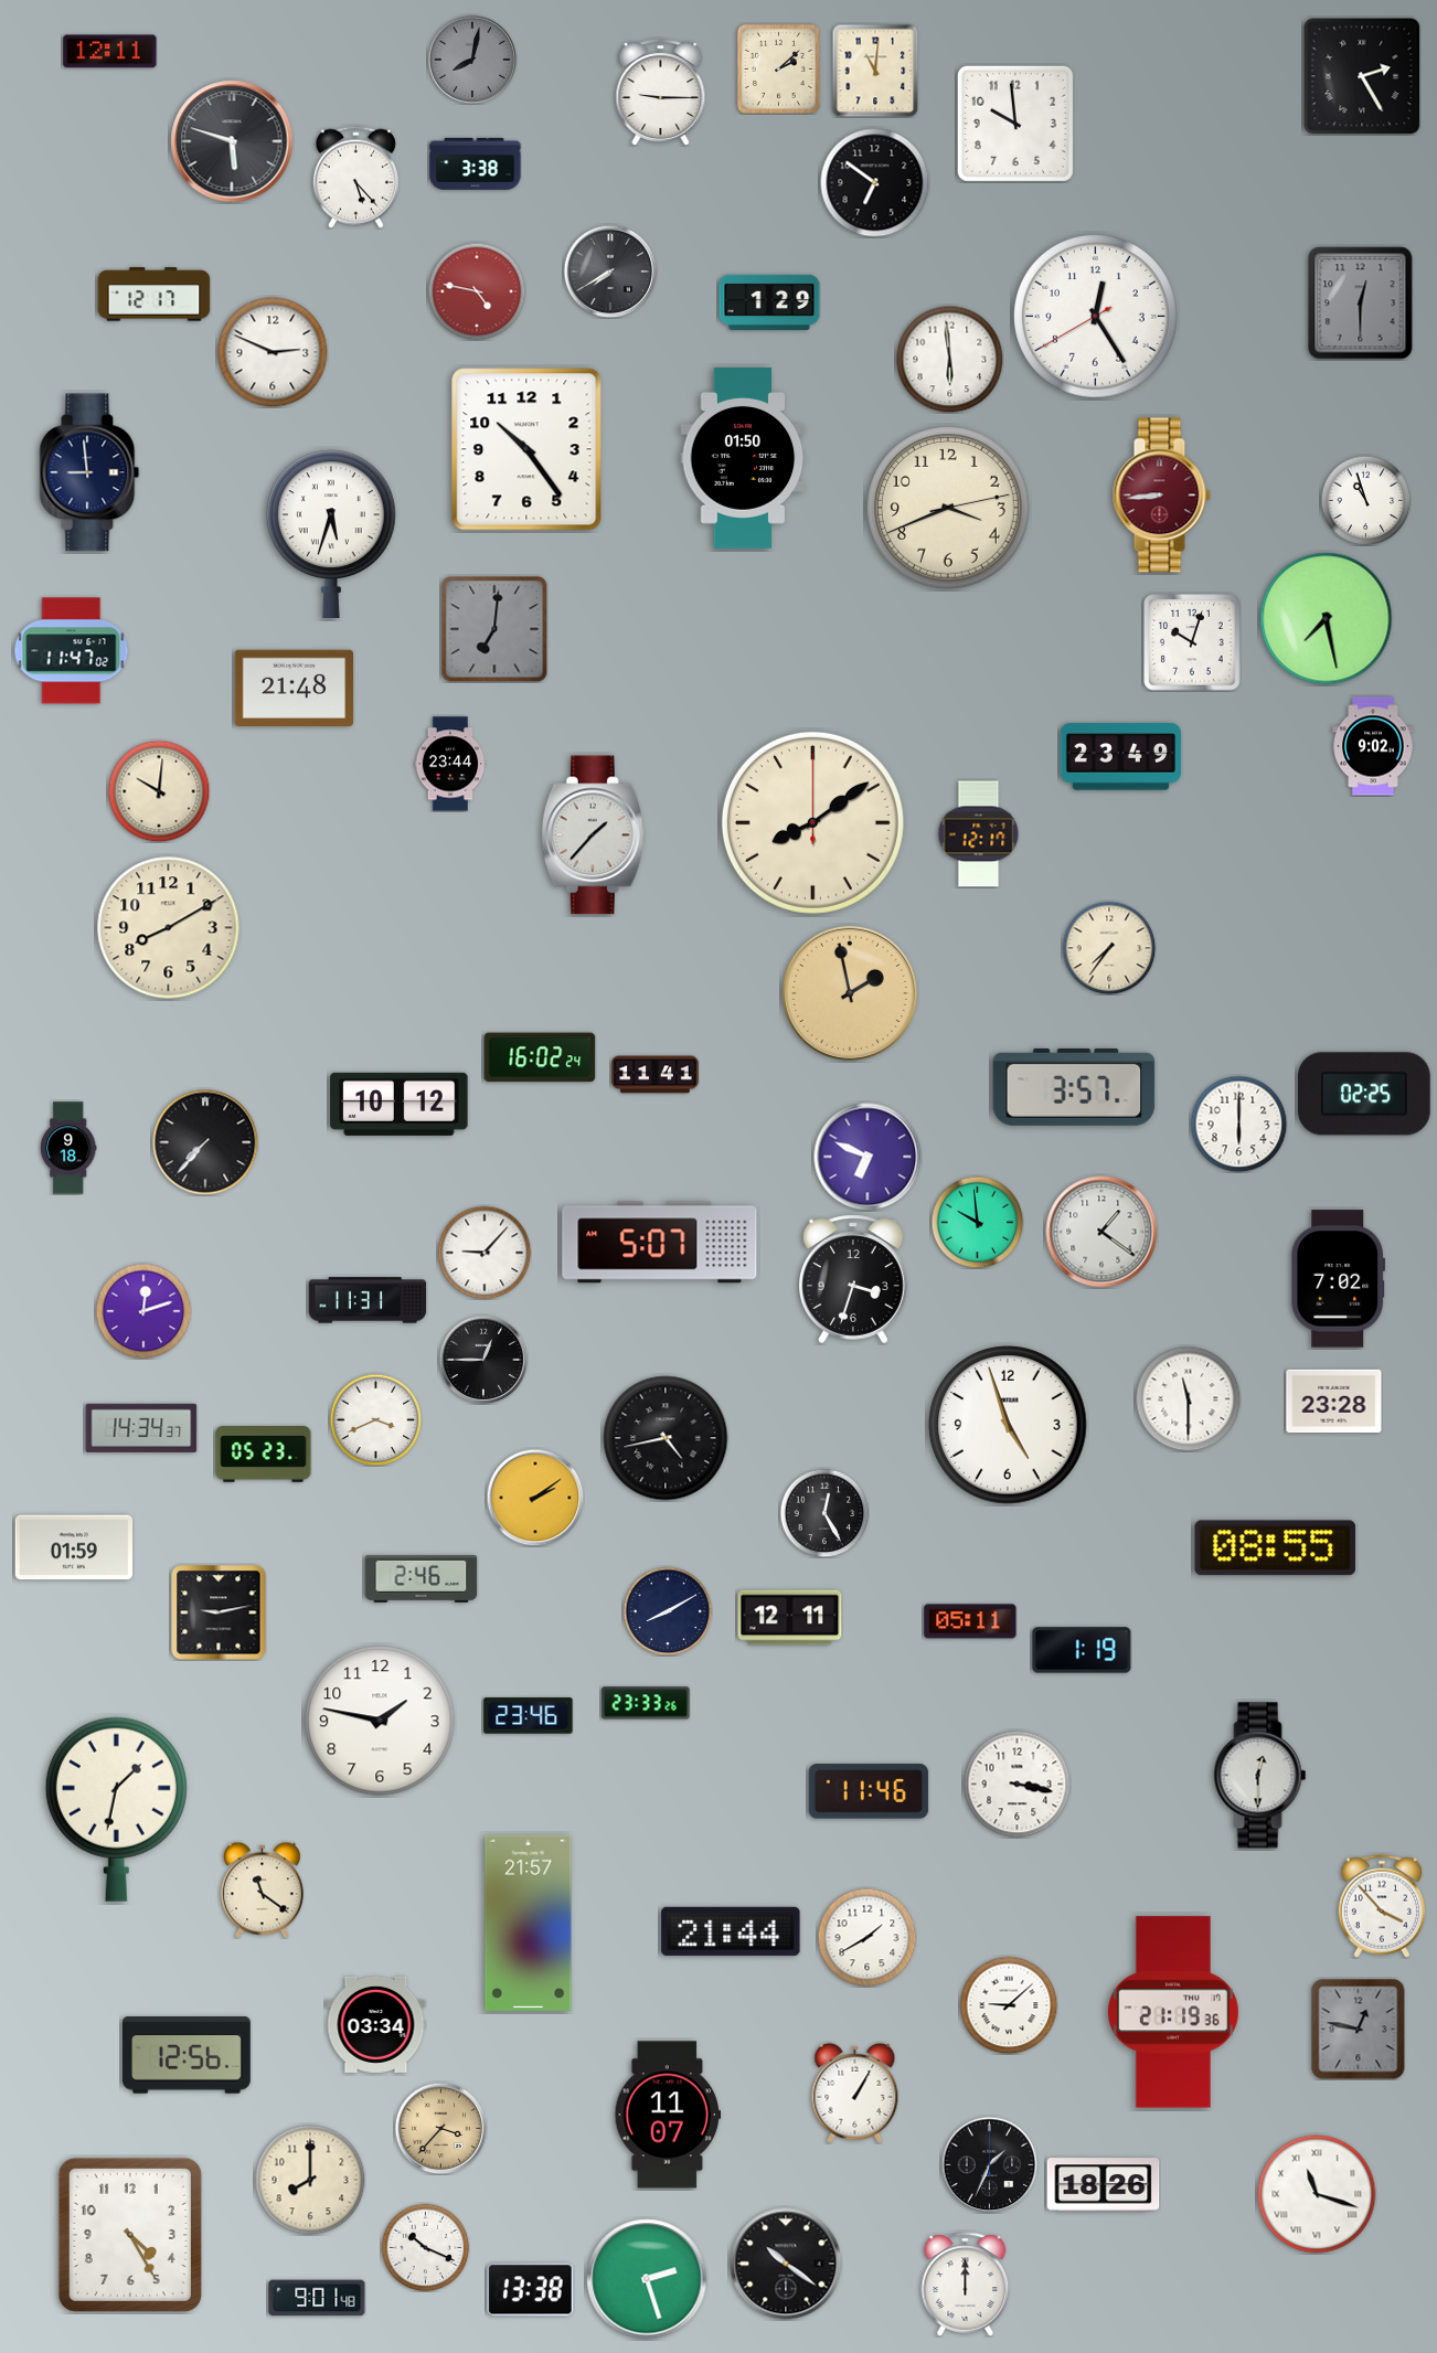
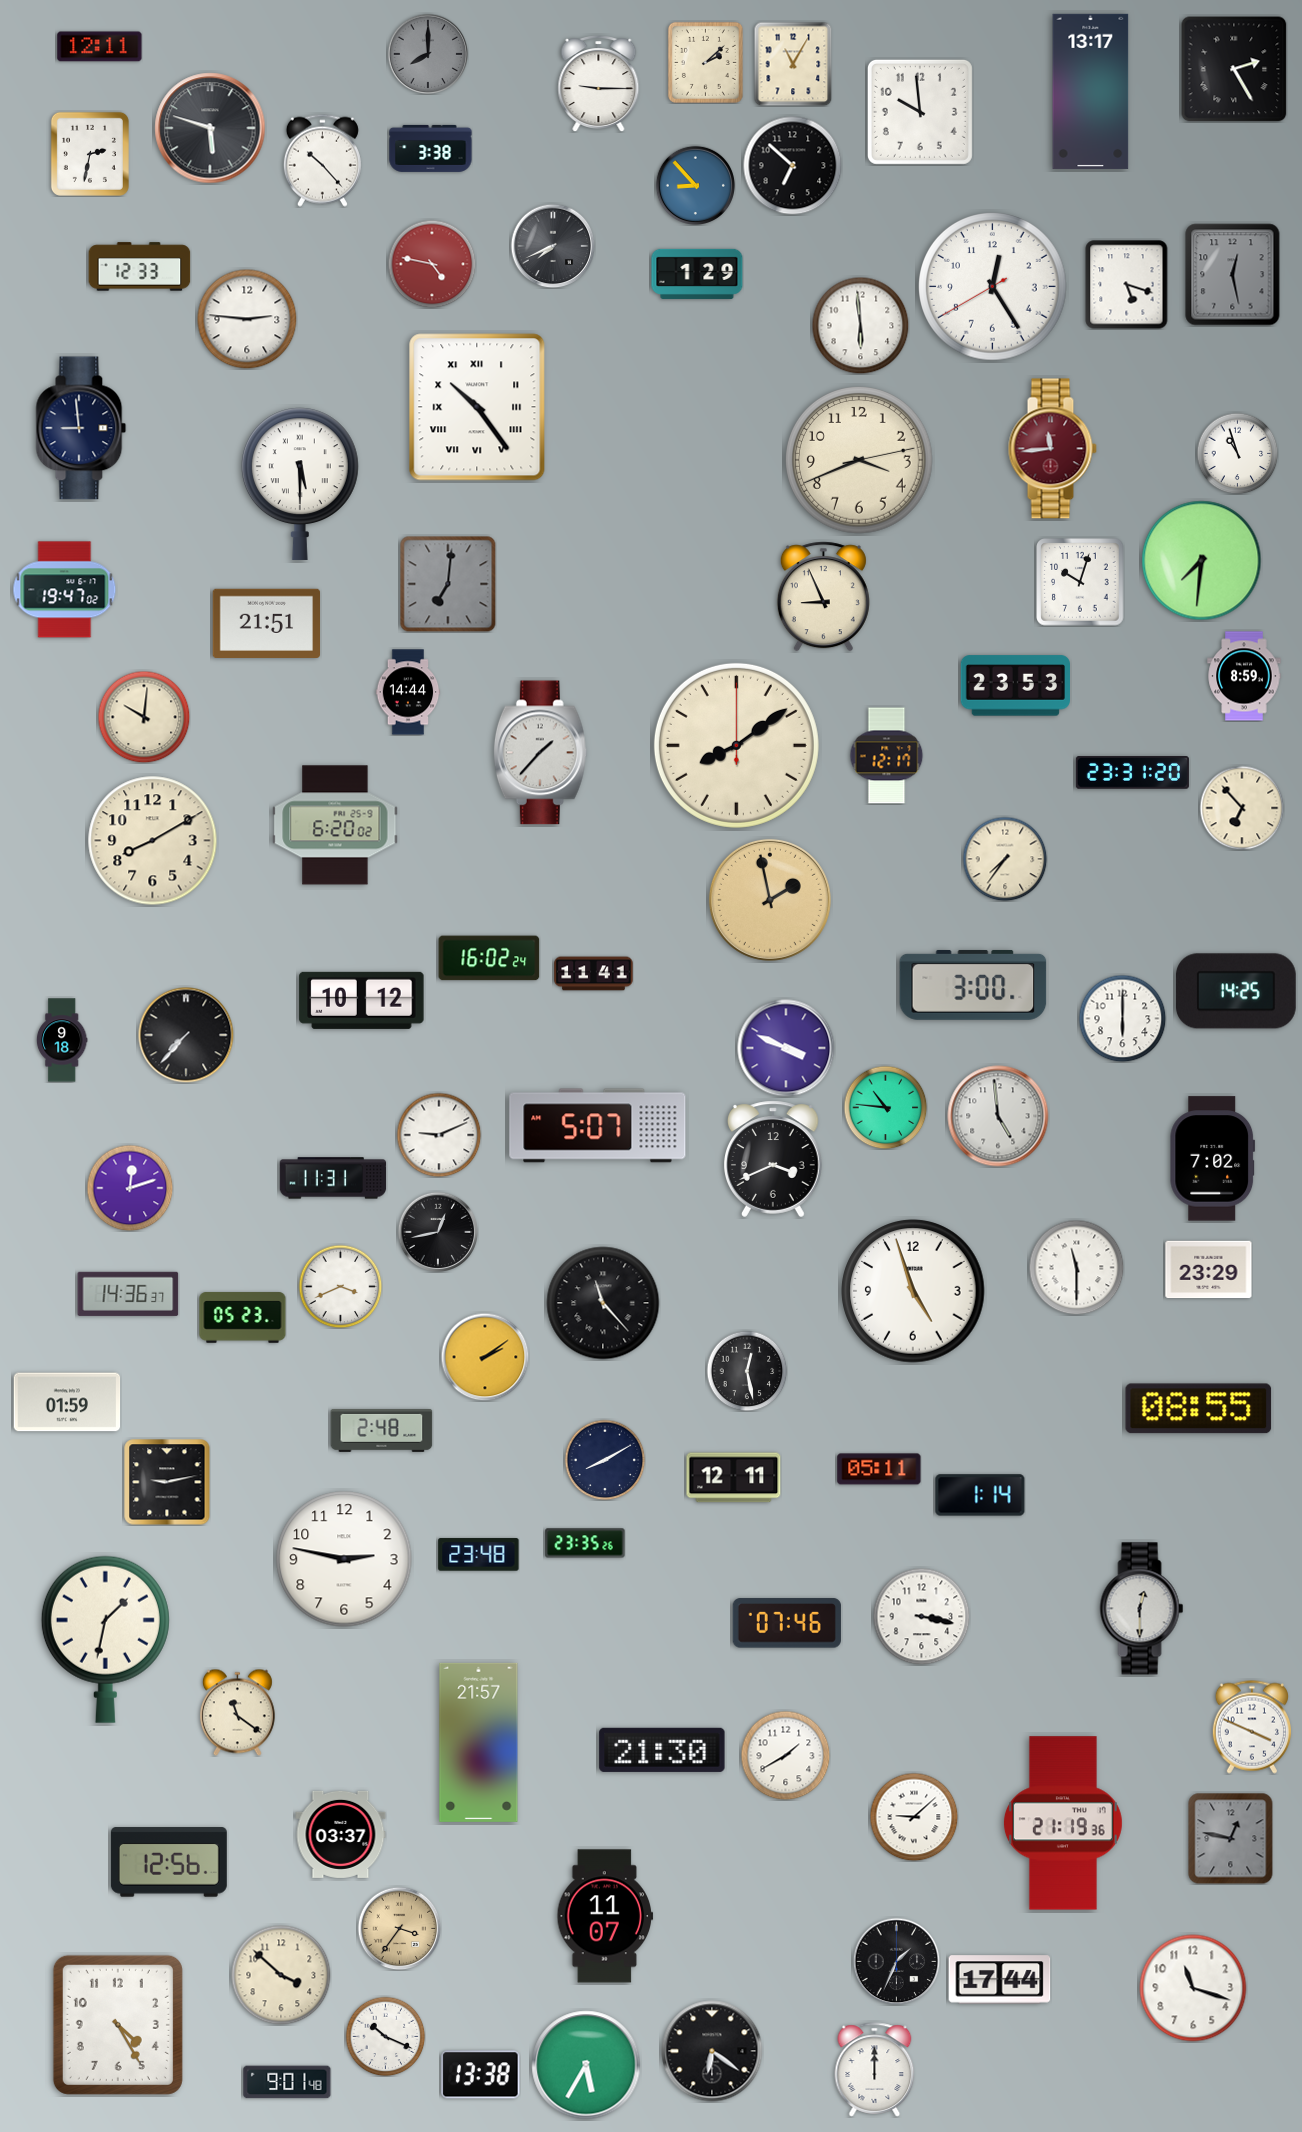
clock at (472, 60): 8:02 -> 8:00
clock at (875, 71): 11:01 -> 11:05
clock at (1091, 91): none -> 13:17
clock at (90, 154): none -> 2:32
clock at (355, 177): 5:23 -> 10:23
clock at (875, 183): 6:51 -> 6:52
clock at (695, 185): none -> 8:53
clock at (610, 271): 7:40 -> 7:41
clock at (155, 295): 12:17 -> 12:33
clock at (1361, 304): 12:30 -> 12:28
clock at (1127, 285): none -> 5:18
clock at (273, 352): 2:49 -> 2:46
clock at (526, 449) numerals: Arabic -> Roman
clock at (743, 459): 01:50 -> none
clock at (1161, 496): 8:44 -> 11:44
clock at (331, 534): 5:33 -> 5:30
clock at (1327, 619): 7:28 -> 7:31
clock at (494, 629) position: (494, 629) -> (448, 584)
clock at (72, 651): 11:47 -> 19:47
clock at (823, 597): none -> 8:56
clock at (295, 688): 21:48 -> 21:51
clock at (1373, 746): 9:02 -> 8:59
clock at (1120, 757): 23:49 -> 23:53
clock at (450, 764): 23:44 -> 14:44
clock at (593, 835) position: (593, 835) -> (540, 753)
clock at (1132, 773): none -> 23:31
clock at (1242, 808): none -> 6:53
clock at (335, 825): none -> 6:20
clock at (1074, 1087): 3:57 -> 3:00
clock at (1365, 1094): 02:25 -> 14:25
clock at (867, 1157): 6:49 -> 3:49
clock at (977, 1222): 9:59 -> 10:46
clock at (1101, 1232): 1:21 -> 4:59
clock at (485, 1253): 9:07 -> 9:11
clock at (854, 1279): 3:33 -> 3:41
clock at (483, 1360): 12:45 -> 12:43
clock at (1334, 1402): 23:28 -> 23:29
clock at (141, 1428): 14:34 -> 14:36
clock at (666, 1438): 4:43 -> 11:23
clock at (264, 1455) position: (264, 1455) -> (243, 1318)
clock at (824, 1513): 12:25 -> 12:28
clock at (1276, 1548) position: (1276, 1548) -> (1199, 1409)
clock at (422, 1578): 2:46 -> 2:48
clock at (219, 1612) position: (219, 1612) -> (167, 1482)
clock at (790, 1618) position: (790, 1618) -> (734, 1478)
clock at (1082, 1650): 1:19 -> 1:14
clock at (646, 1703): 23:33 -> 23:35
clock at (529, 1716): 23:46 -> 23:48
clock at (380, 1721): 1:47 -> 2:47
clock at (869, 1791): 11:46 -> 07:46
clock at (1381, 1906): 3:53 -> 3:49
clock at (731, 1931): 21:44 -> 21:30
clock at (376, 2024): 03:34 -> 03:37
clock at (855, 2093): 1:05 -> none
clock at (440, 2128): 3:37 -> 3:36
clock at (310, 2180): 8:00 -> 3:52
clock at (1104, 2185): 18:26 -> 17:44
clock at (1317, 2194) numerals: Roman -> Arabic
clock at (786, 2264): 10:21 -> 6:21
clock at (647, 2279): 2:27 -> 5:35
